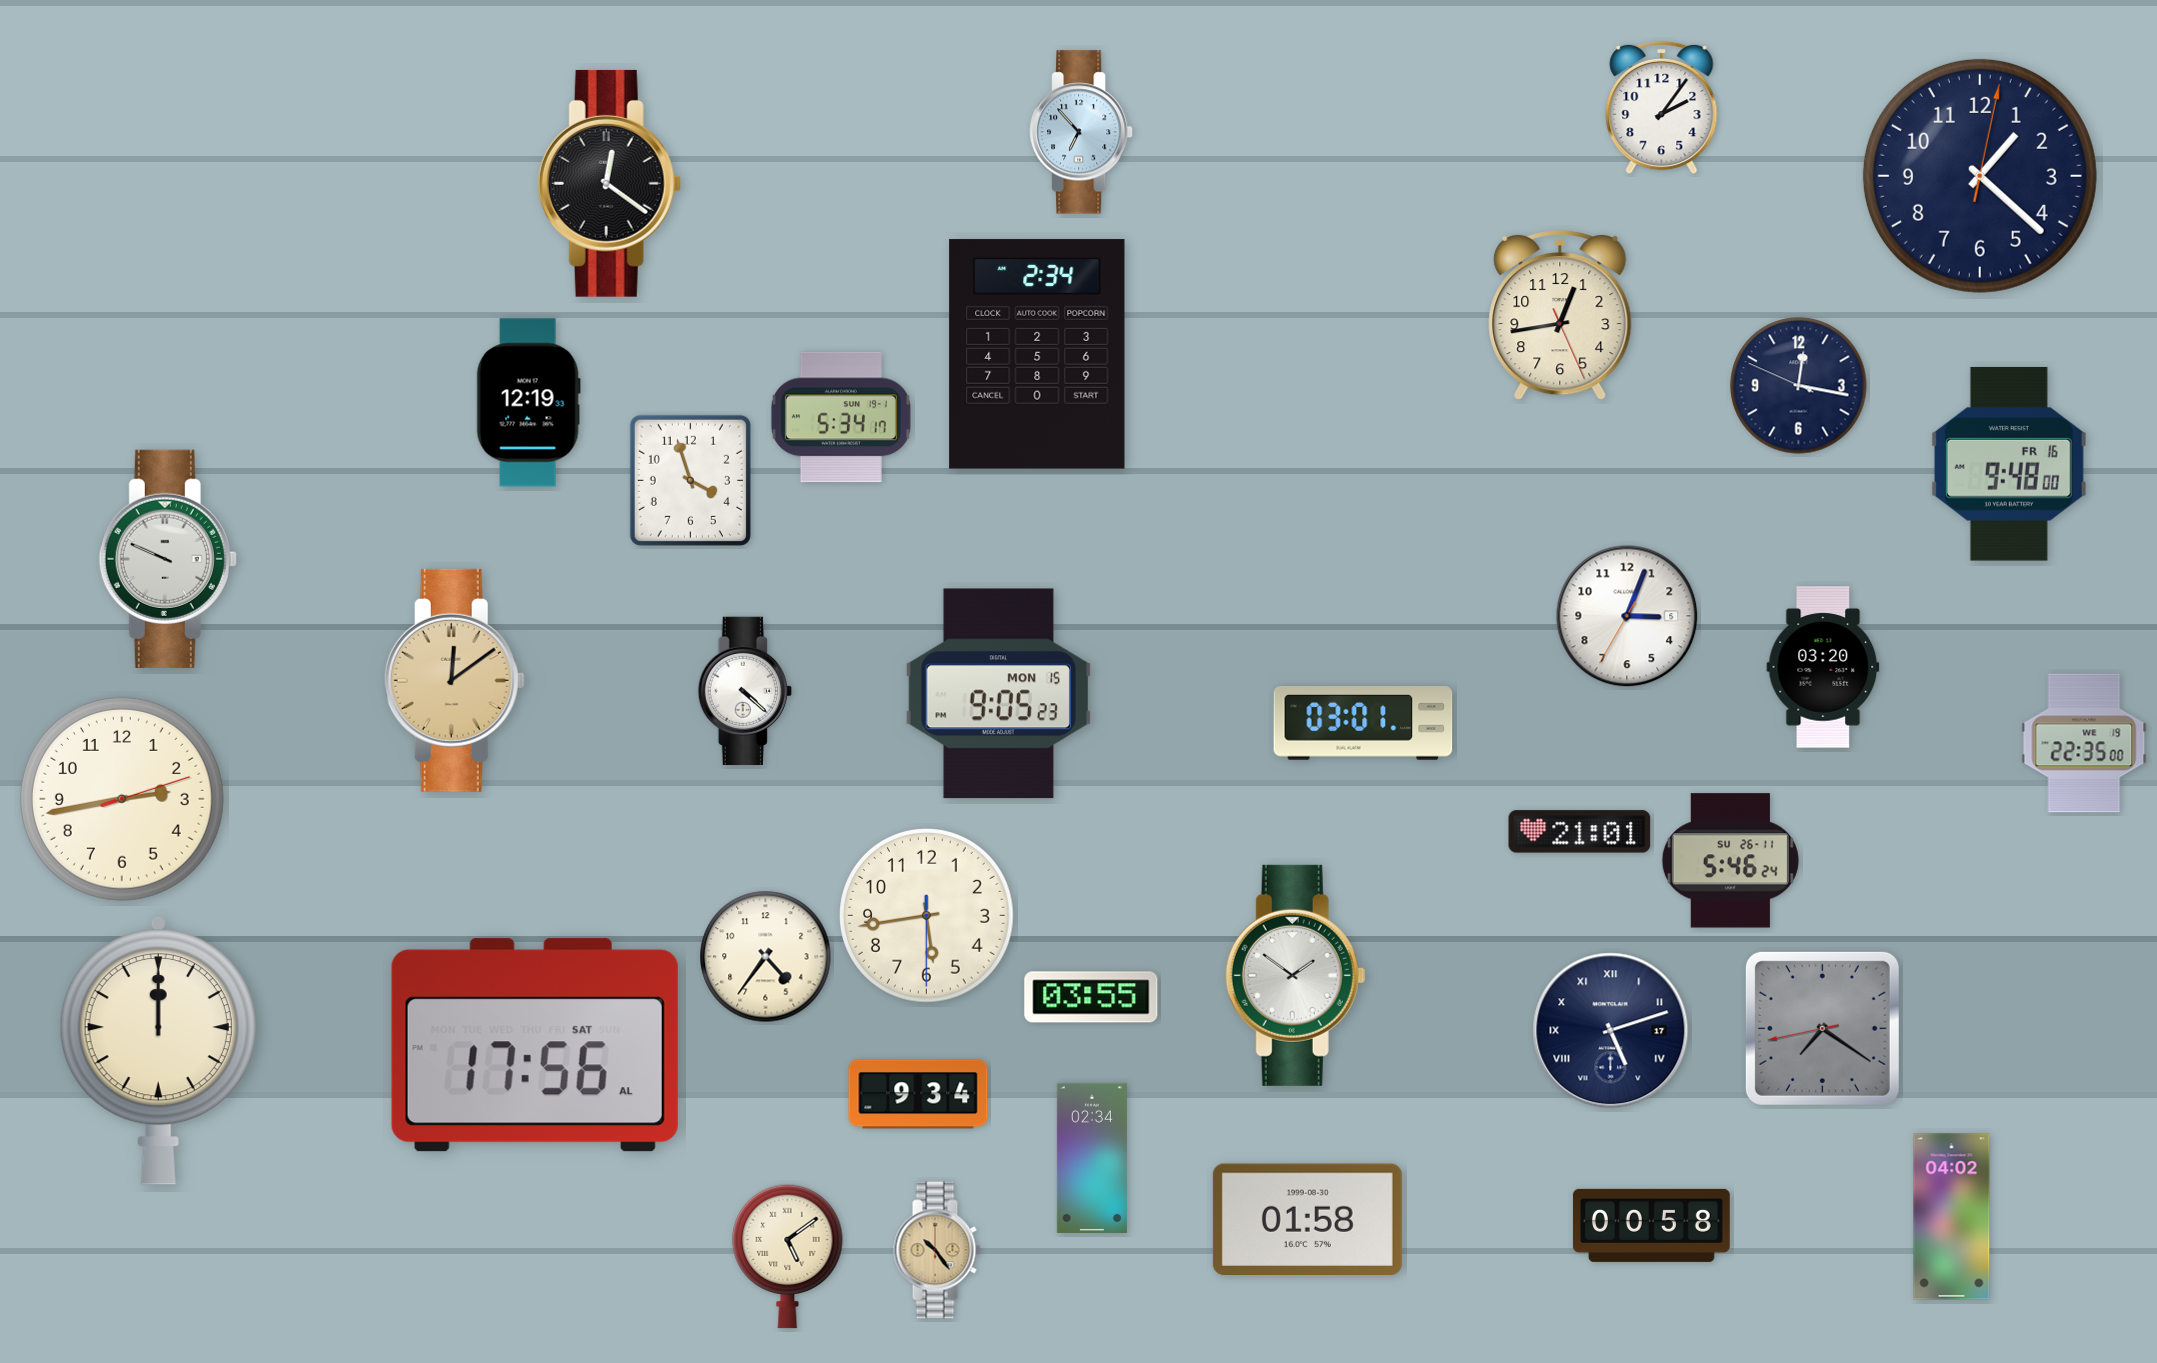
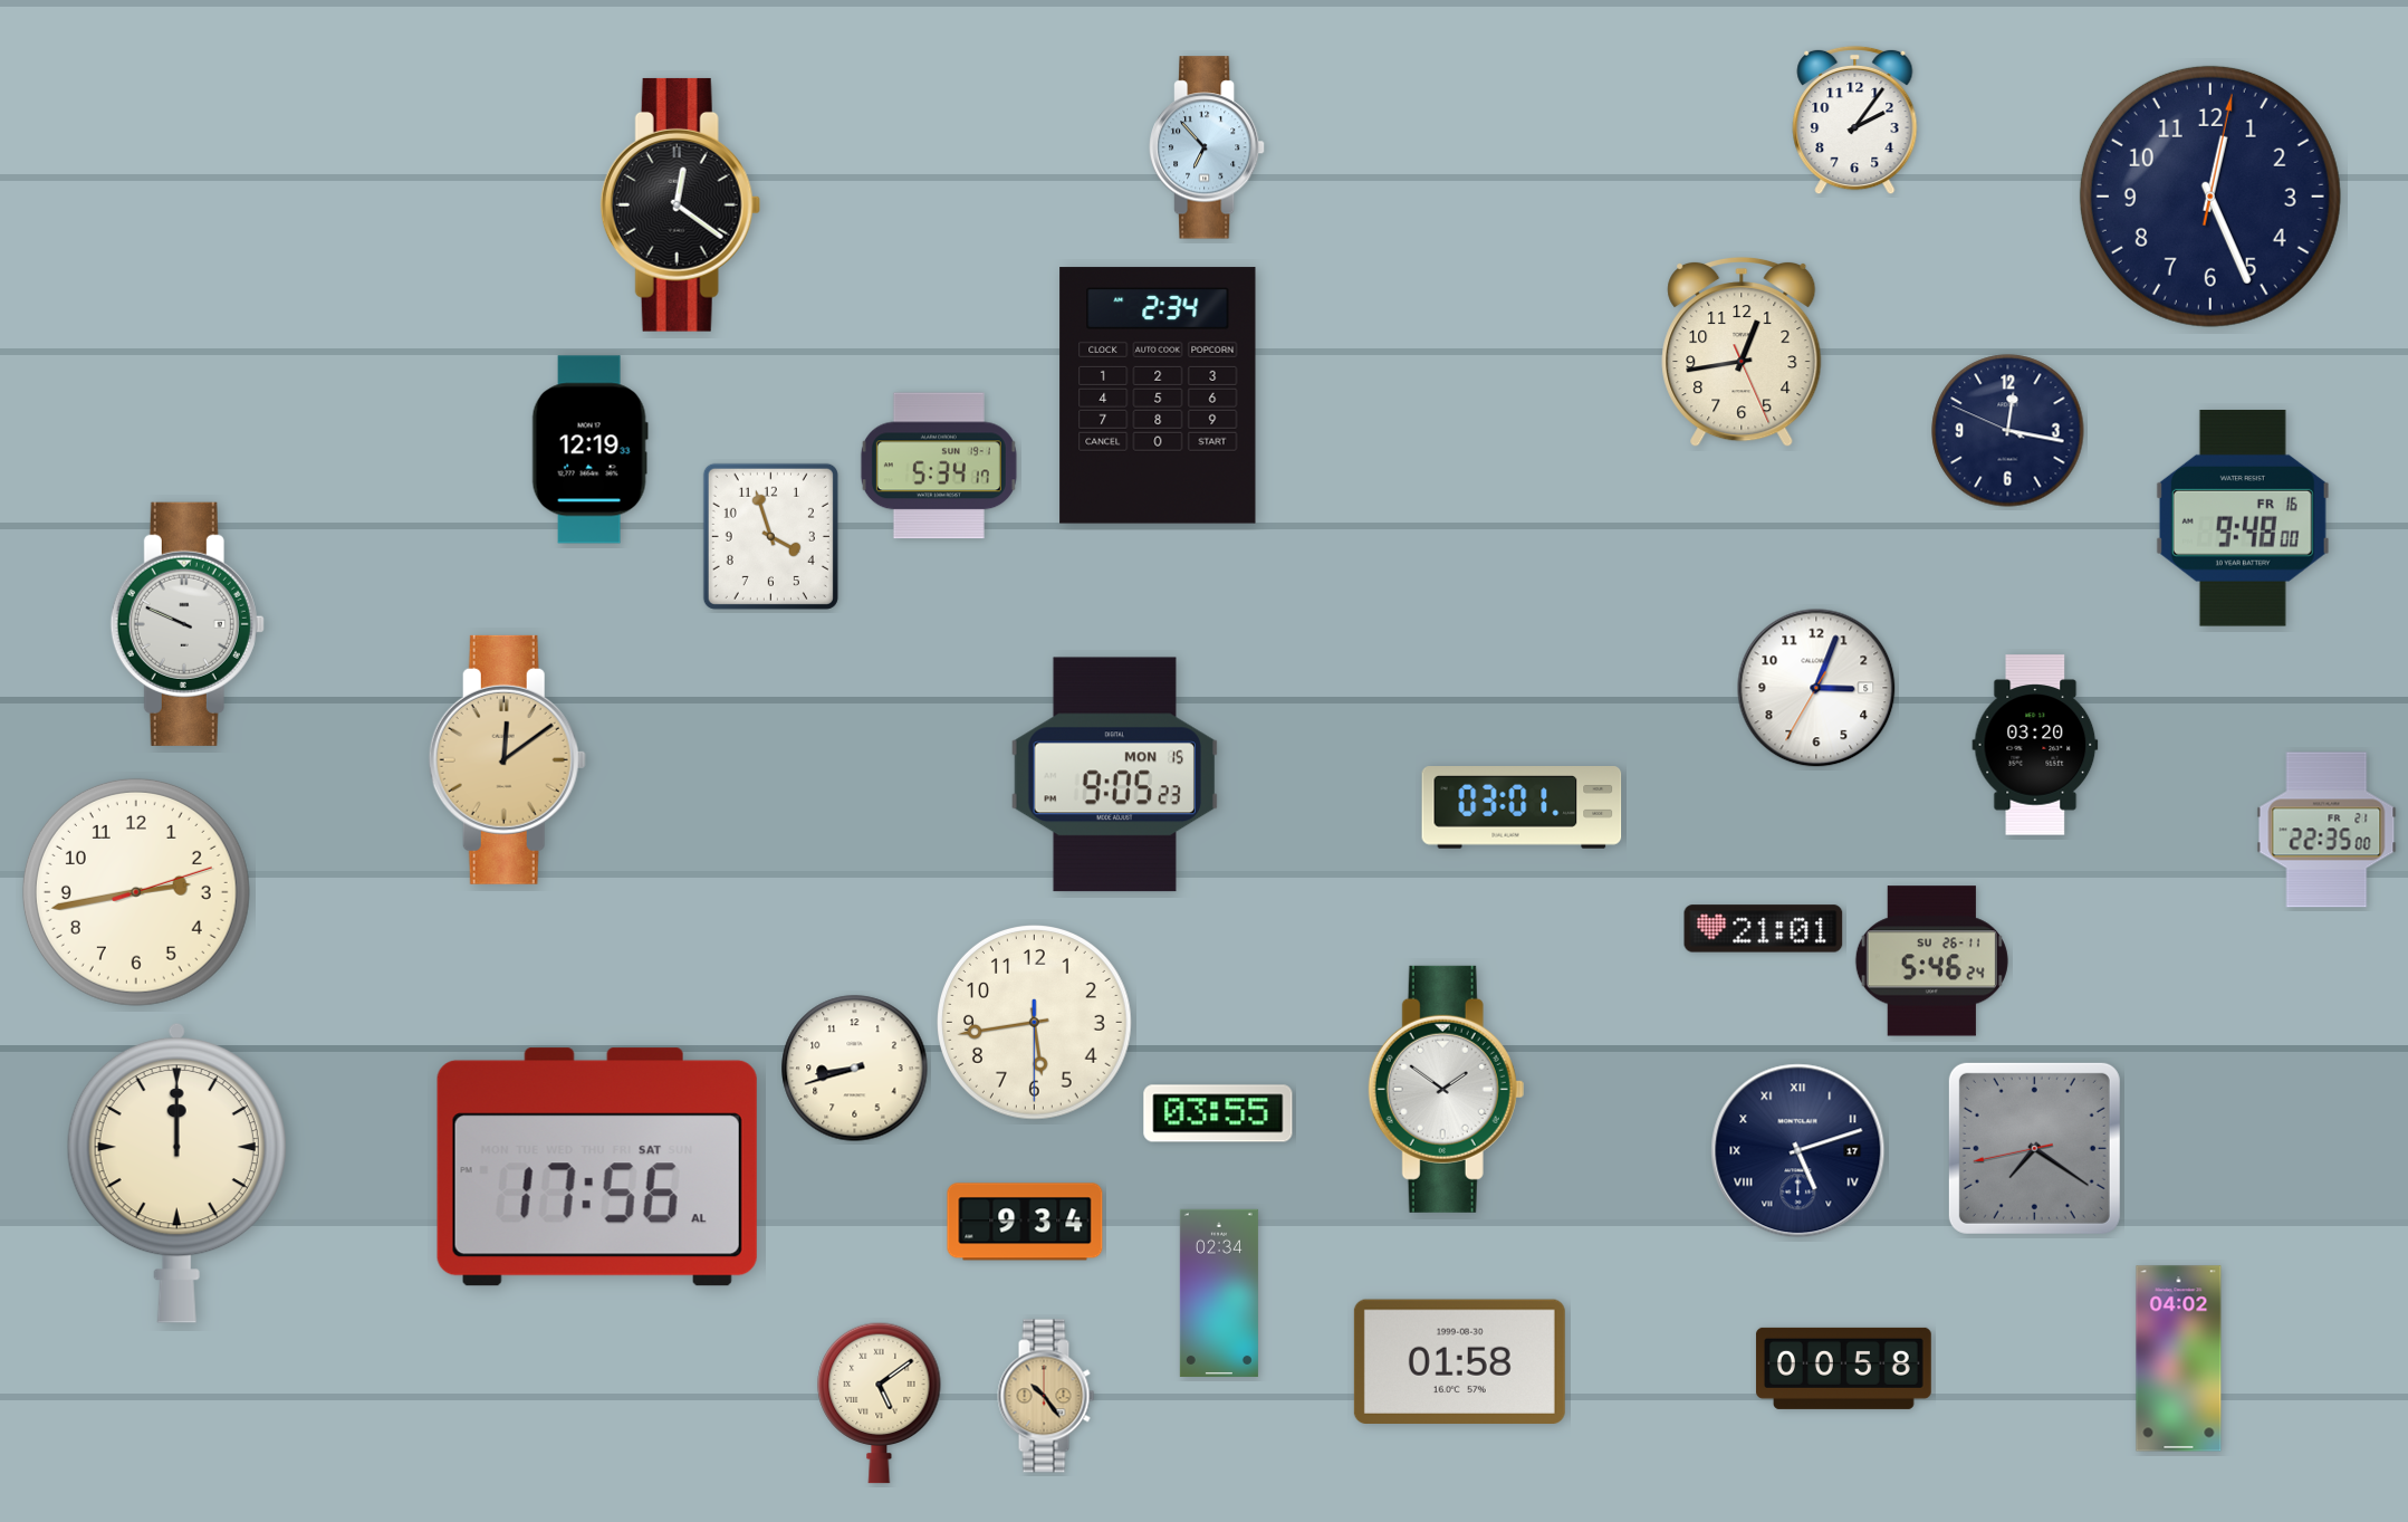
clock at (1980, 176): 1:22 -> 12:26
clock at (745, 690): 4:22 -> none
clock at (2084, 743) date: WE 19 -> FR 21
clock at (766, 957): 4:36 -> 8:42
